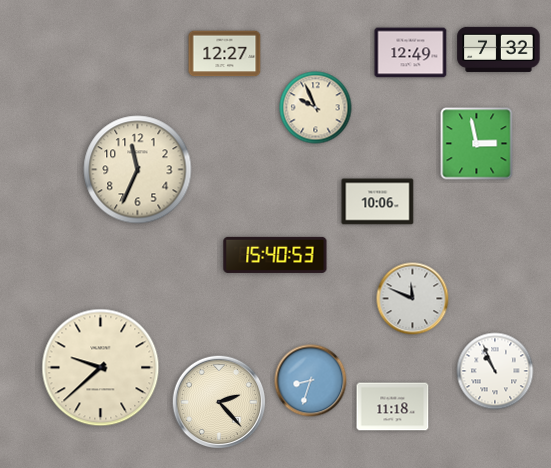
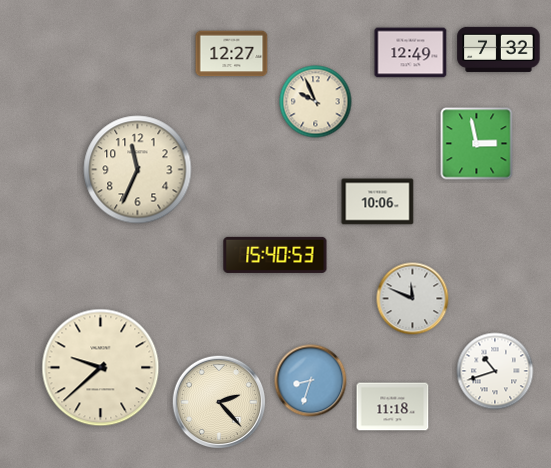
clock at (225, 54) position: (225, 54) -> (232, 54)
clock at (316, 108) position: (316, 108) -> (316, 102)
clock at (495, 371): 10:56 -> 10:42
